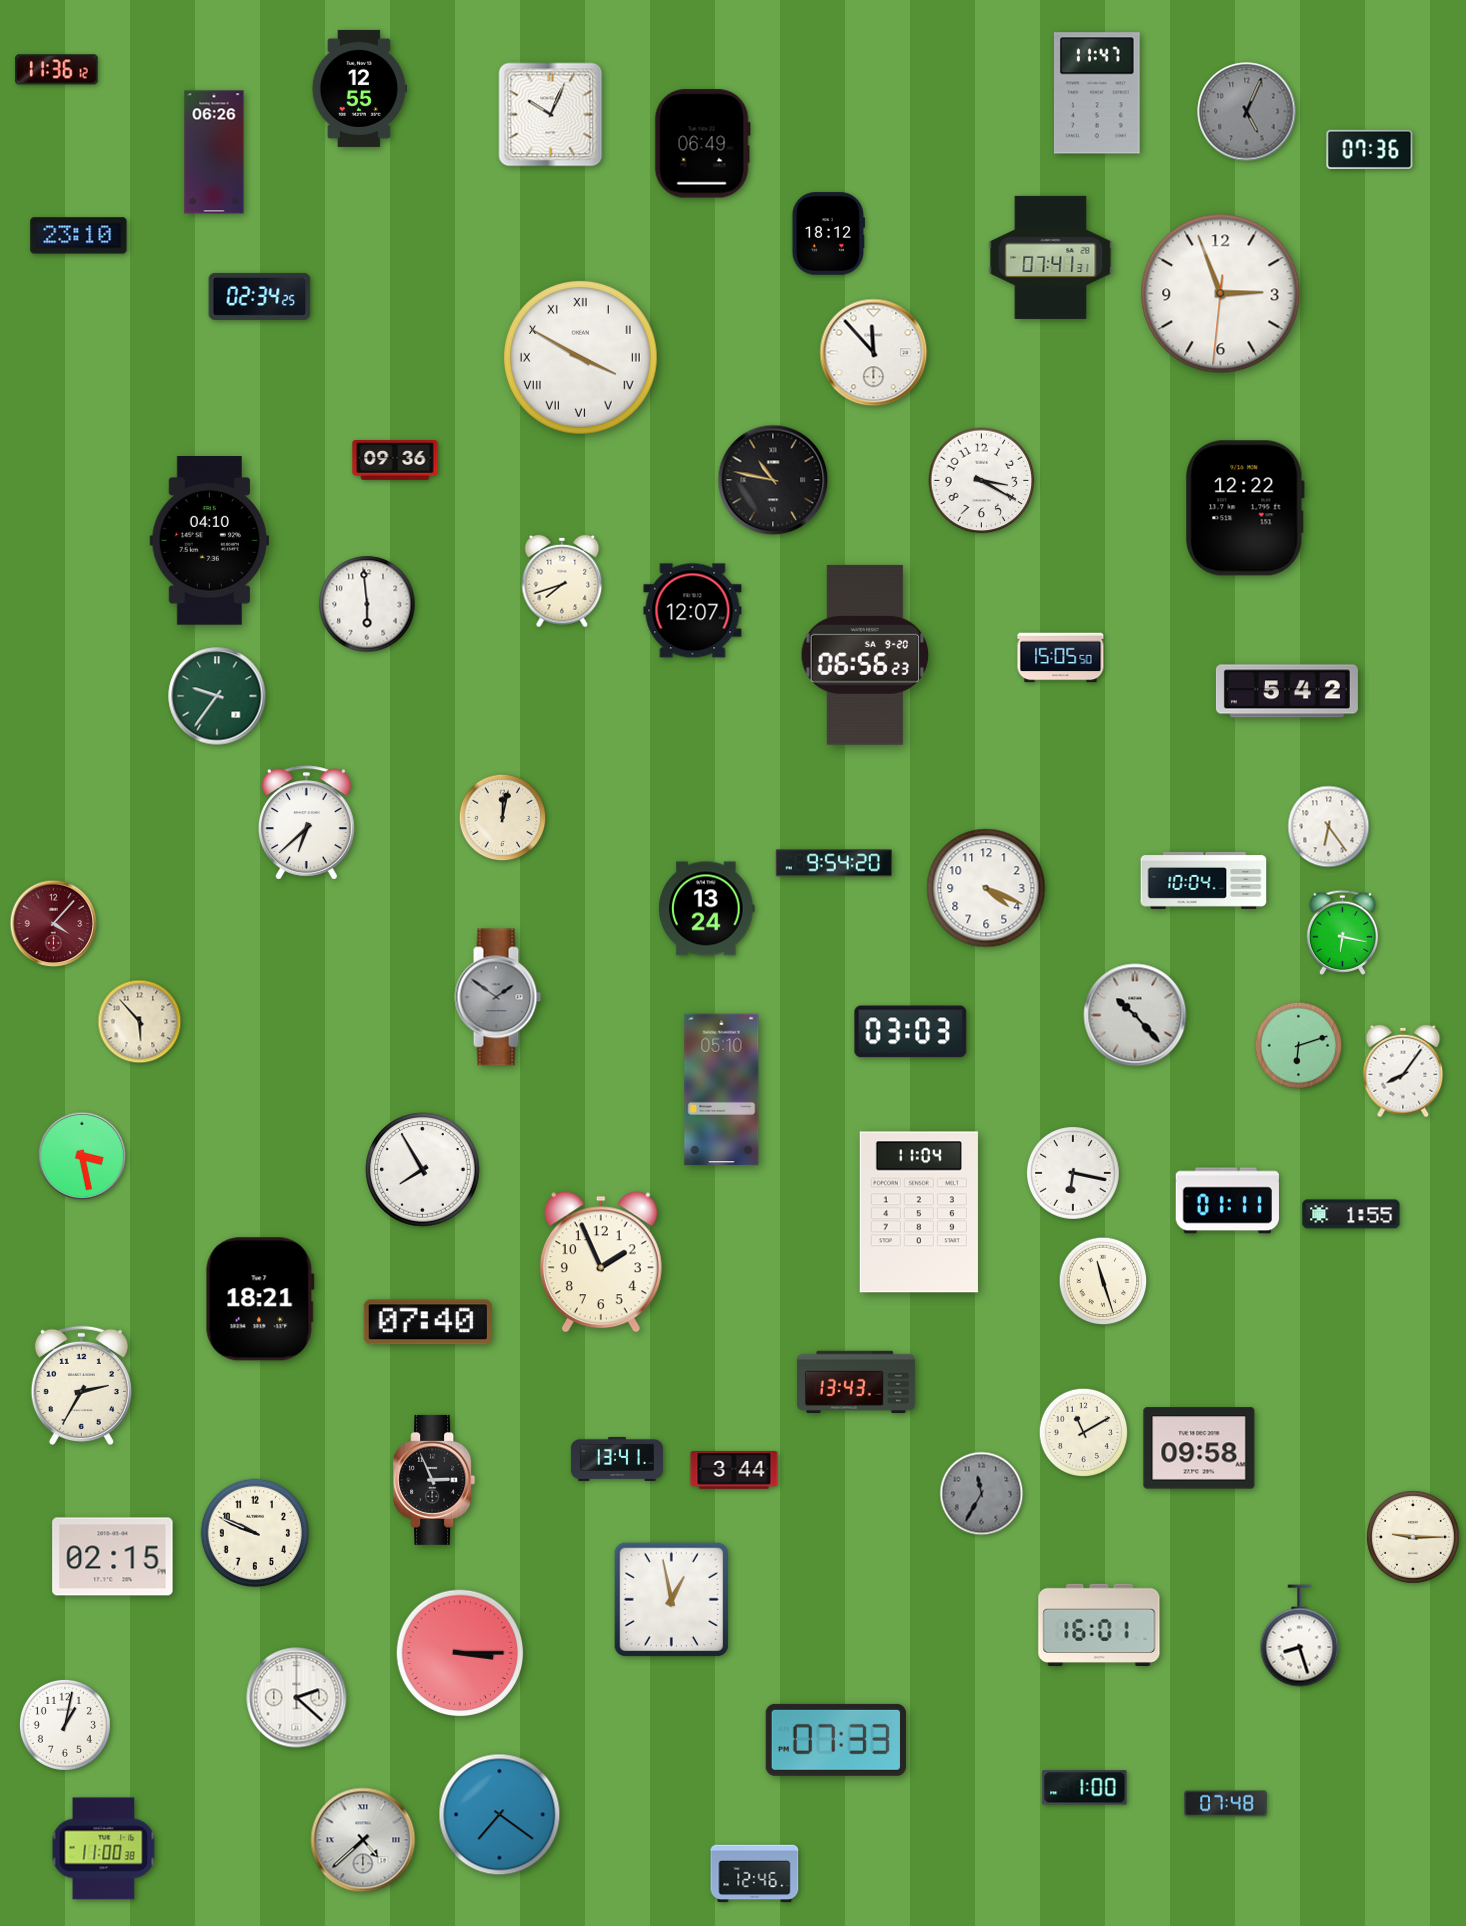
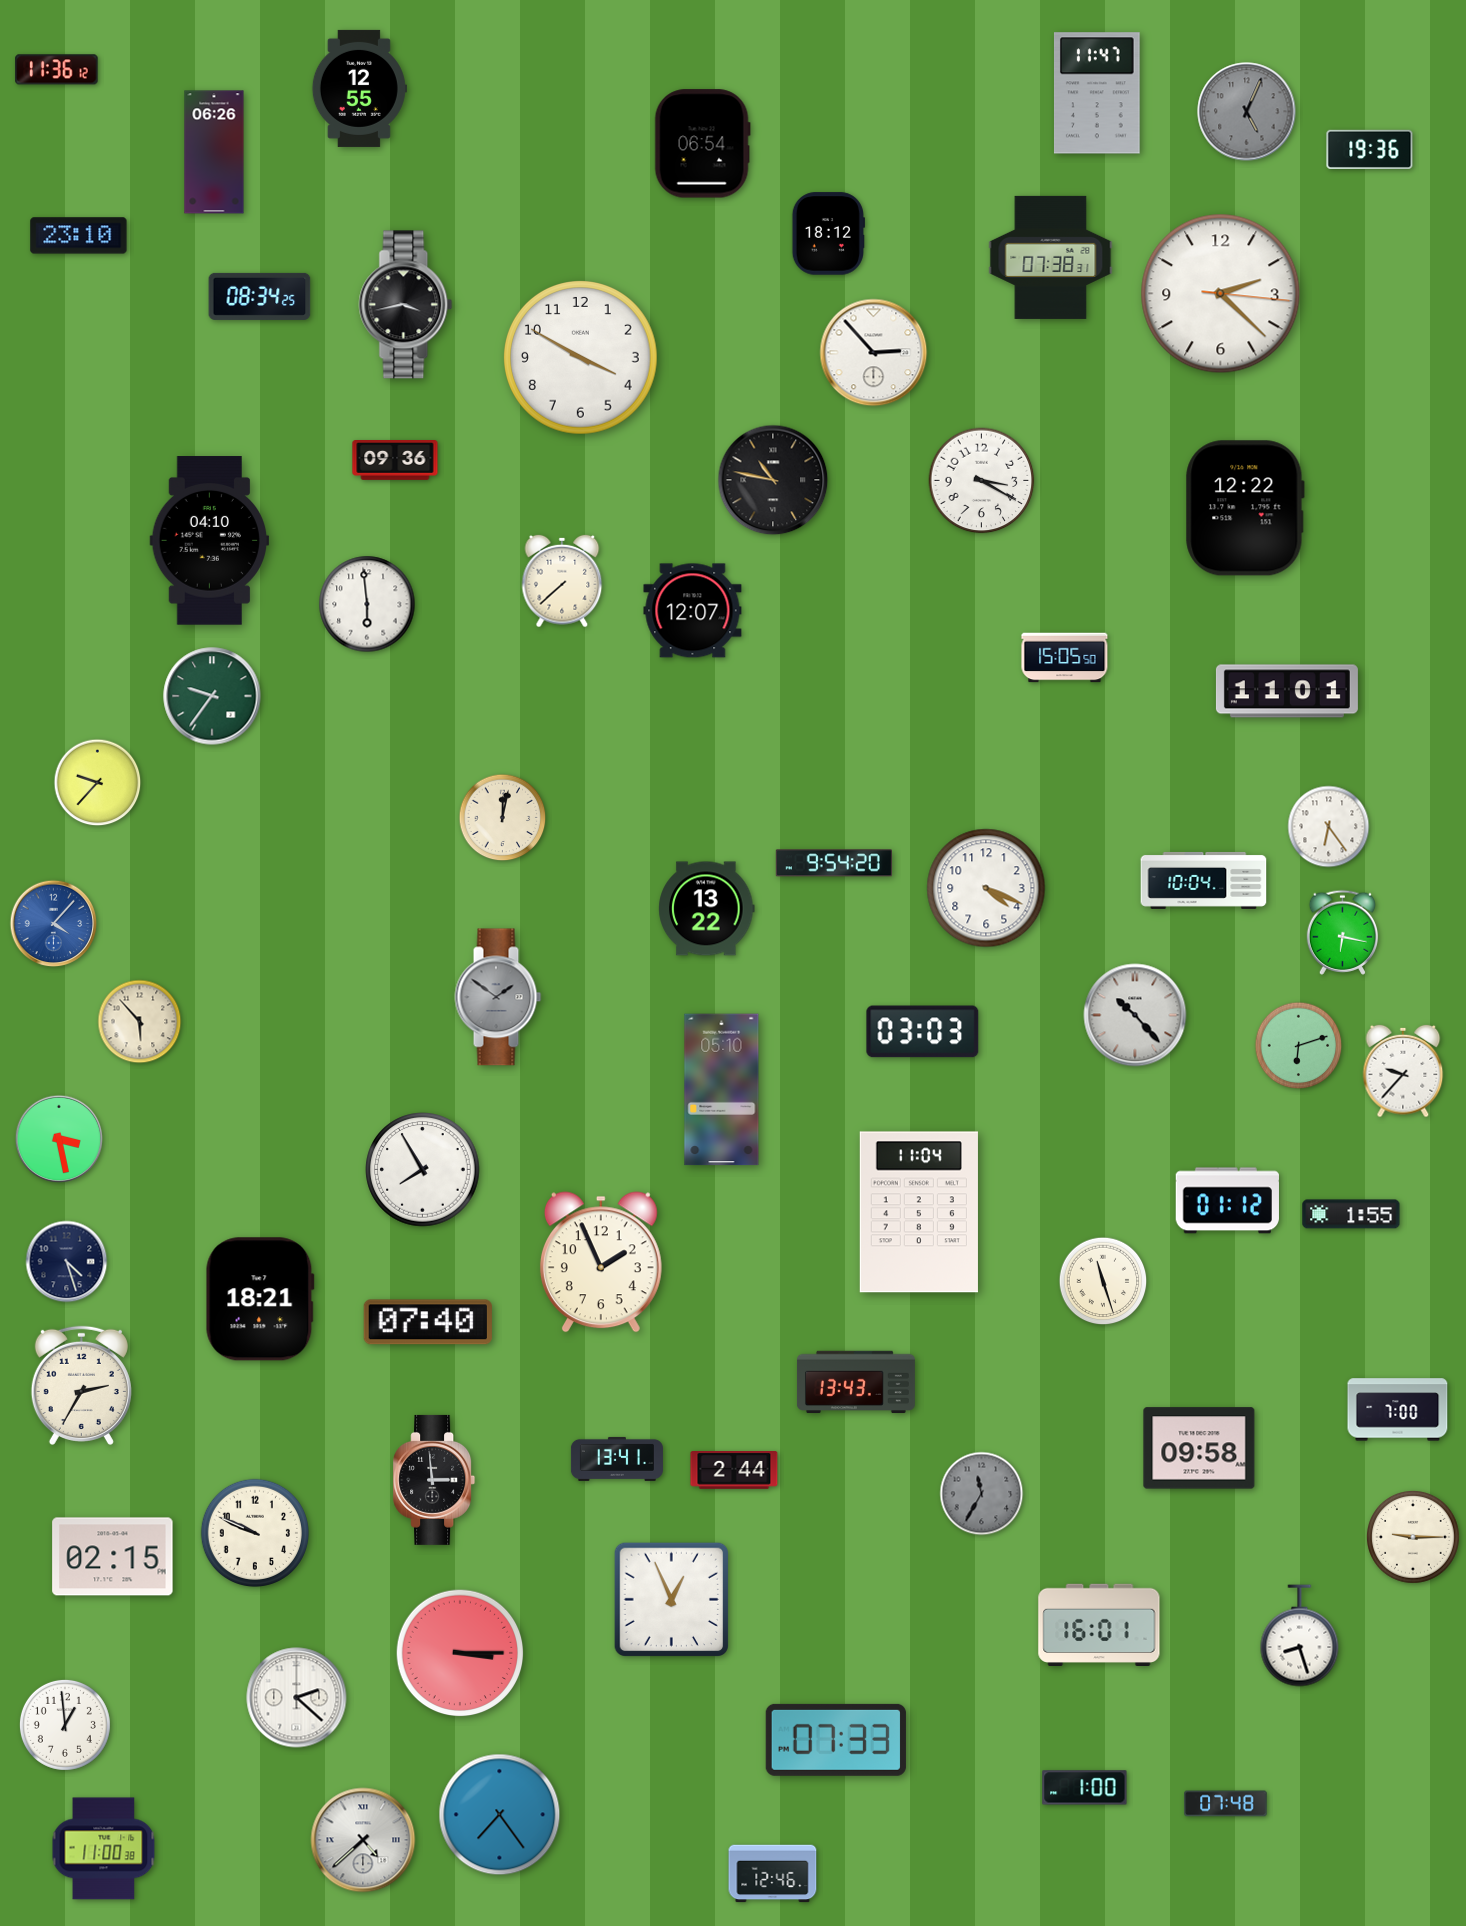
clock at (551, 115): 10:04 -> none
clock at (702, 144): 06:49 -> 06:54
clock at (1370, 149): 07:36 -> 19:36
clock at (1051, 257): 07:41 -> 07:38
clock at (1221, 294): 2:56 -> 2:22
clock at (260, 296): 02:34 -> 08:34
clock at (406, 305): none -> 3:43
clock at (874, 353): 11:53 -> 2:53
clock at (581, 358) numerals: Roman -> Arabic
clock at (562, 581): 7:42 -> 7:38
clock at (864, 655): 06:56 -> none
clock at (1061, 658) position: (1061, 658) -> (1065, 658)
clock at (1287, 691): 5:42 -> 11:01
clock at (217, 696) position: (217, 696) -> (212, 696)
clock at (98, 783): none -> 9:37
clock at (306, 823): 6:38 -> none
clock at (707, 909): 13:24 -> 13:22
clock at (54, 924) dial: burgundy -> blue
clock at (911, 1032) position: (911, 1032) -> (923, 1032)
clock at (1403, 1071): 8:06 -> 9:37
clock at (82, 1156) position: (82, 1156) -> (59, 1139)
clock at (1074, 1174): 6:17 -> none
clock at (1227, 1201): 01:11 -> 01:12
clock at (67, 1262): none -> 4:27
clock at (1398, 1410): none -> 7:00
clock at (1083, 1432): 11:10 -> none
clock at (734, 1470): 3:44 -> 2:44
clock at (434, 1480): 2:56 -> 2:59
clock at (671, 1599): 12:58 -> 12:56
clock at (65, 1725): 1:02 -> 12:59
clock at (500, 1815): 7:21 -> 7:24
clock at (755, 1874) position: (755, 1874) -> (773, 1874)
